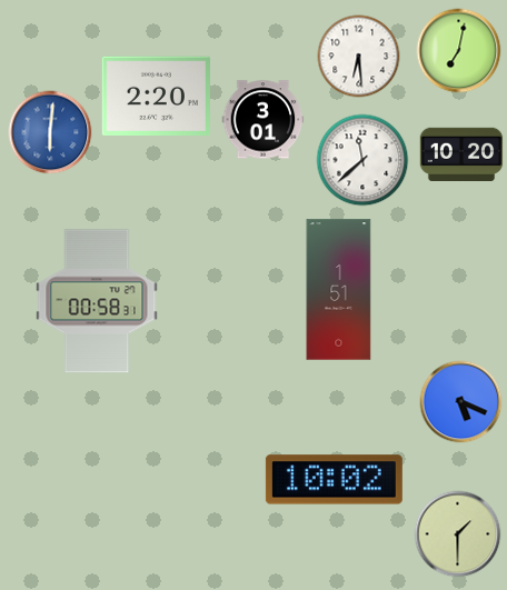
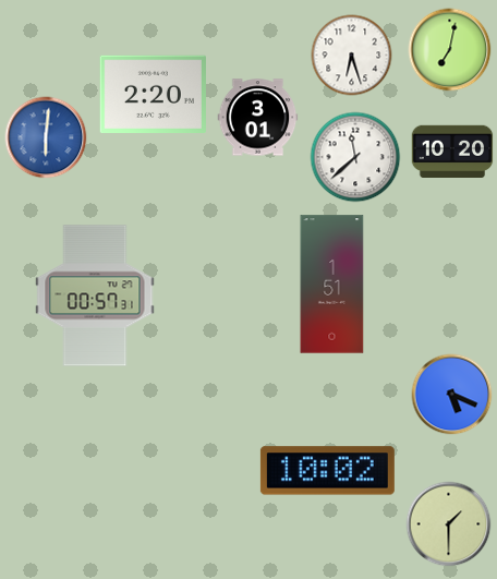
clock at (359, 57): 6:29 -> 6:27
clock at (50, 132) position: (50, 132) -> (46, 137)
clock at (97, 301): 00:58 -> 00:57
